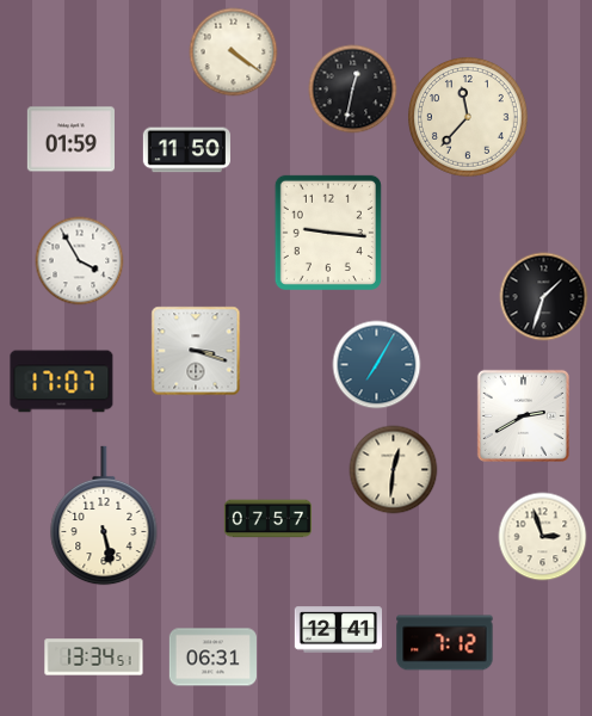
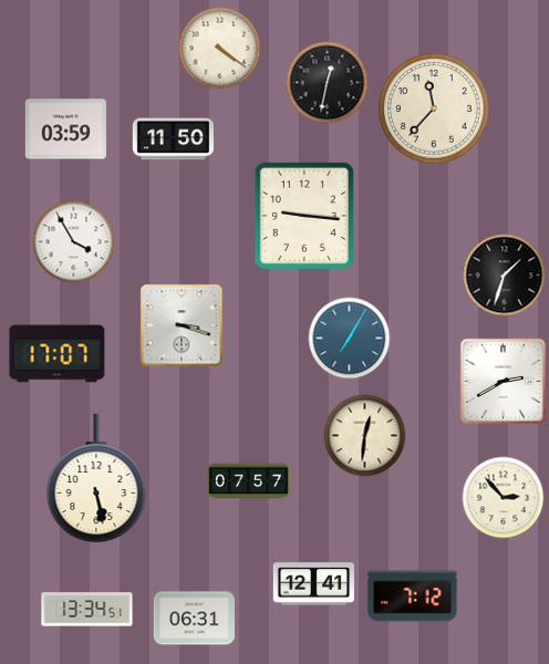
clock at (234, 53) position: (234, 53) -> (220, 49)
clock at (70, 140): 01:59 -> 03:59
clock at (523, 415) position: (523, 415) -> (503, 381)
clock at (543, 537): 2:57 -> 2:53
clock at (212, 658) position: (212, 658) -> (194, 619)
